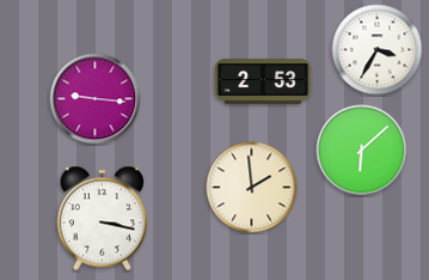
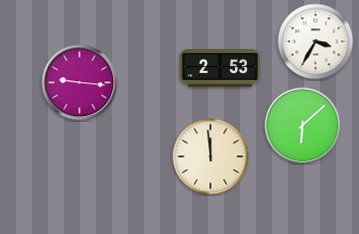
clock at (252, 188): 1:59 -> 11:59
clock at (102, 219): 3:17 -> none
